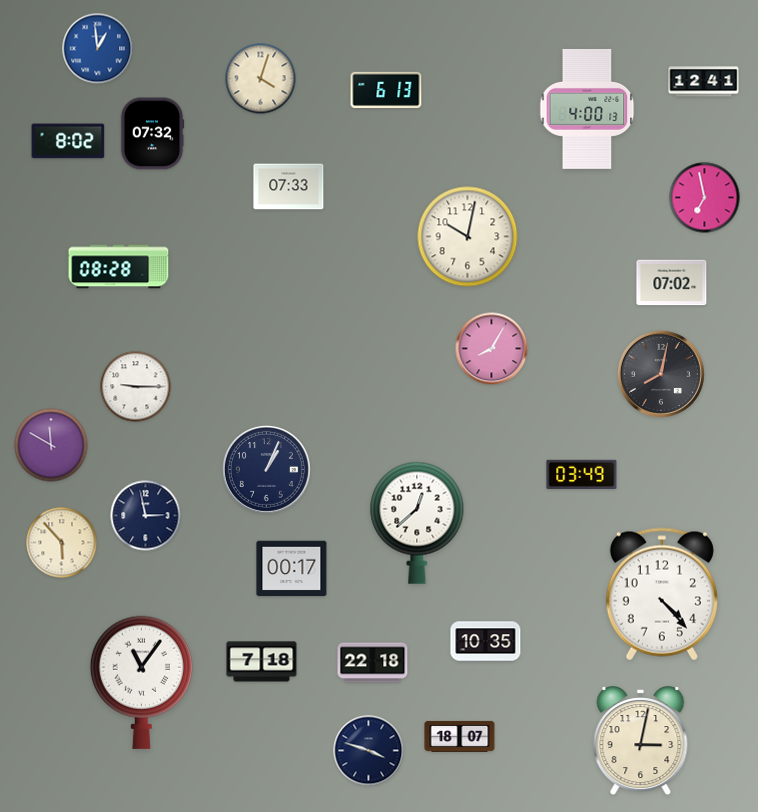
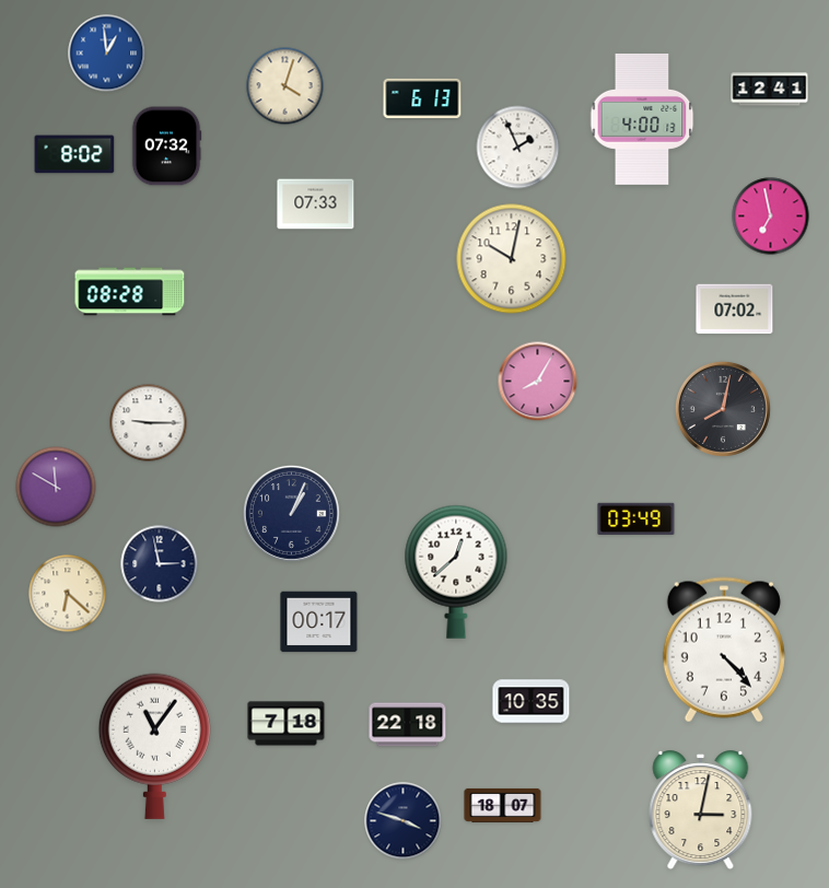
clock at (518, 148): none -> 1:56
clock at (62, 543): 5:53 -> 6:22
